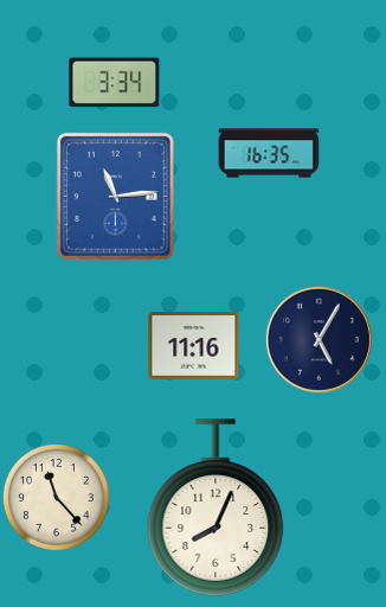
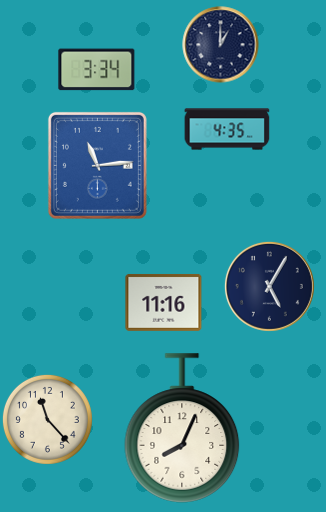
clock at (221, 45): none -> 1:00
clock at (269, 153): 16:35 -> 4:35
clock at (194, 345) position: (194, 345) -> (164, 302)
